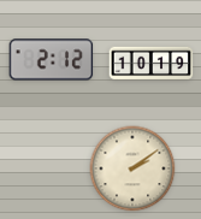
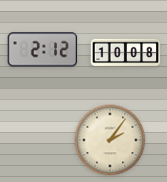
clock at (152, 64): 10:19 -> 10:08
clock at (132, 168): 2:09 -> 2:06
